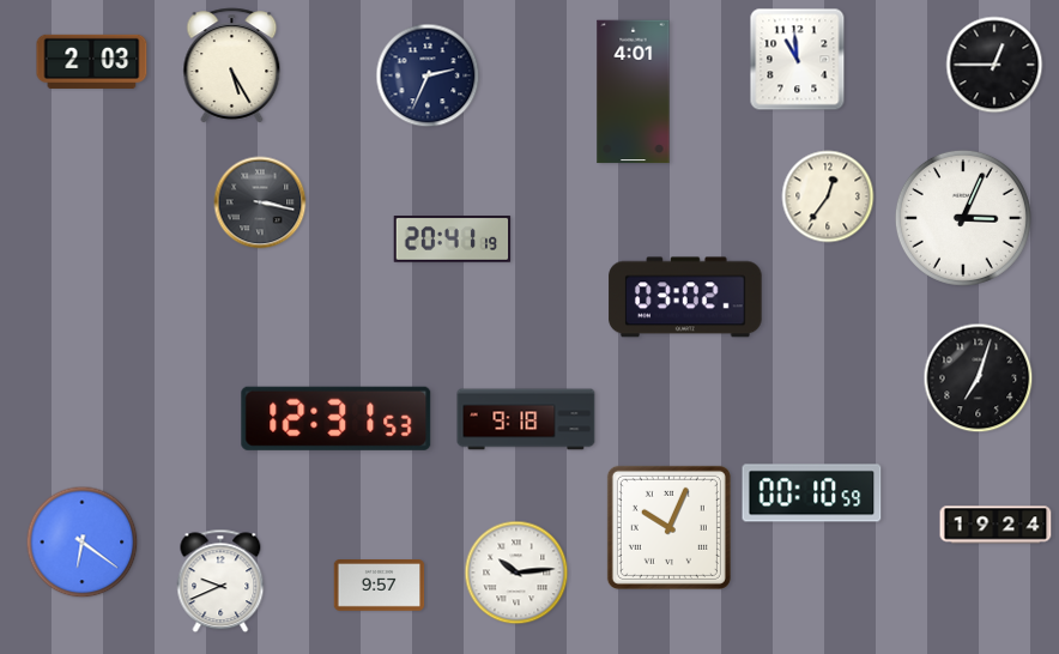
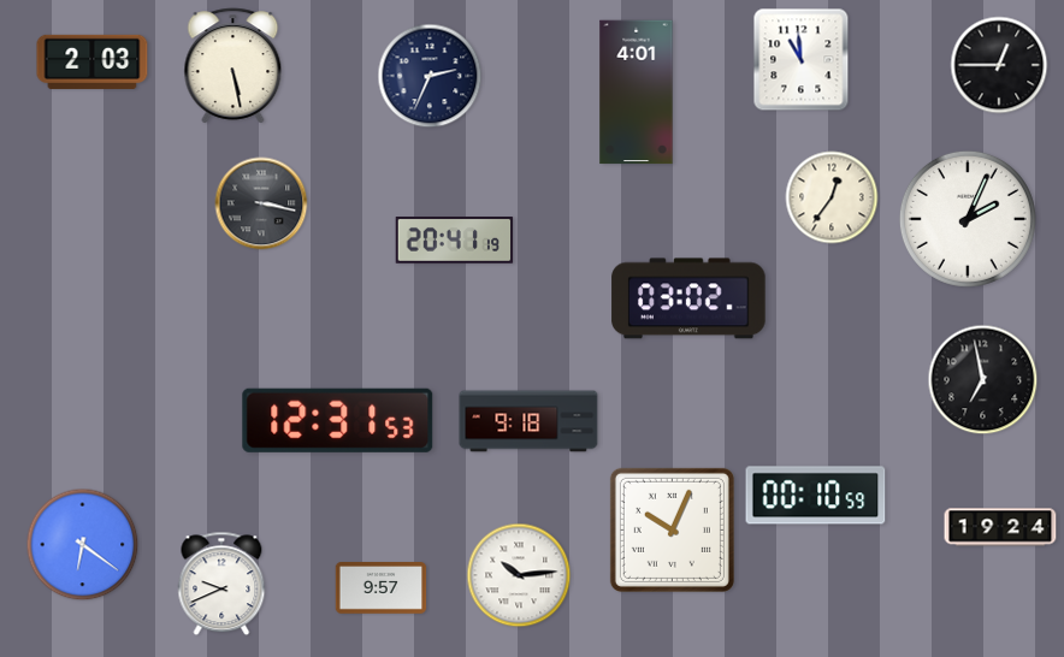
clock at (232, 66): 5:25 -> 5:28
clock at (963, 218): 3:04 -> 2:04
clock at (979, 379): 7:03 -> 6:58
